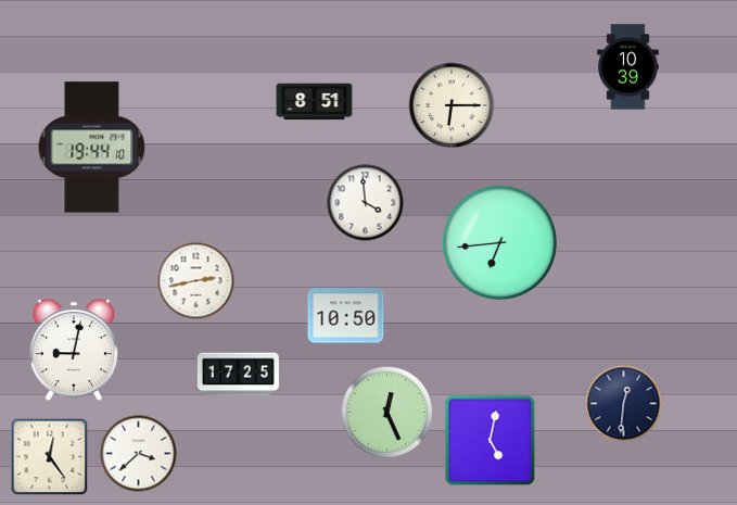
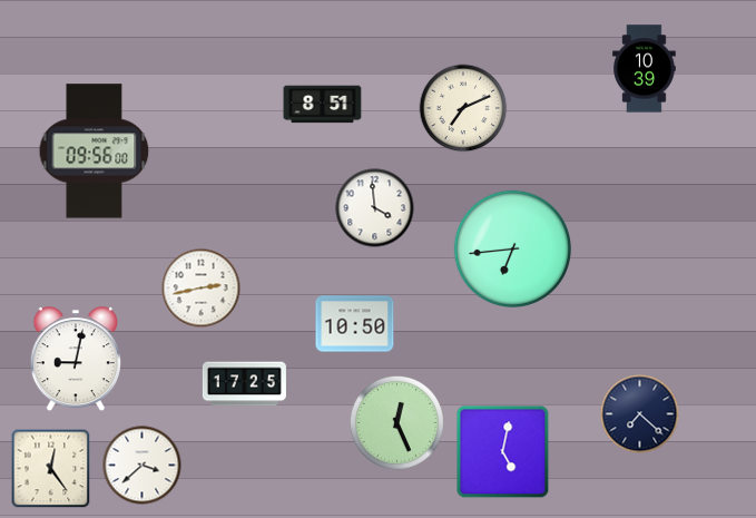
clock at (452, 105): 6:15 -> 7:11
clock at (92, 148): 19:44 -> 09:56
clock at (624, 404): 12:31 -> 7:22
